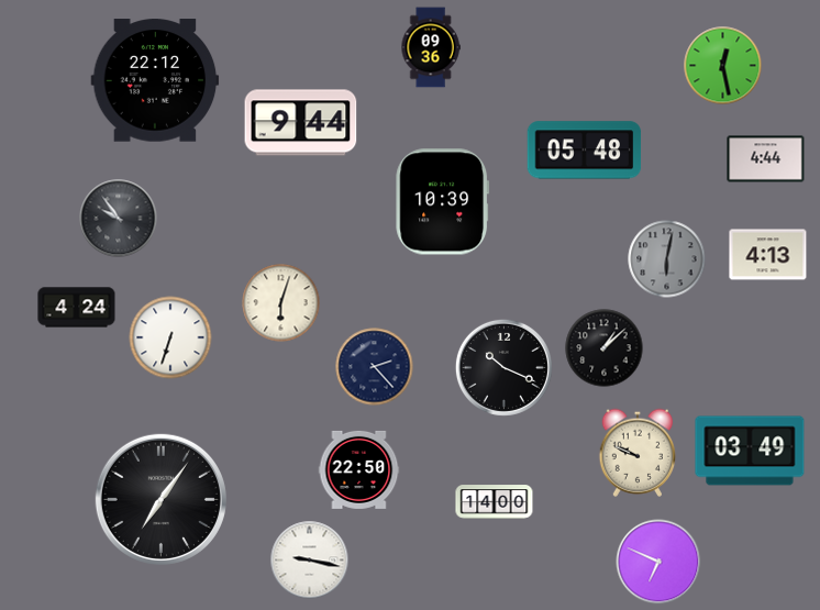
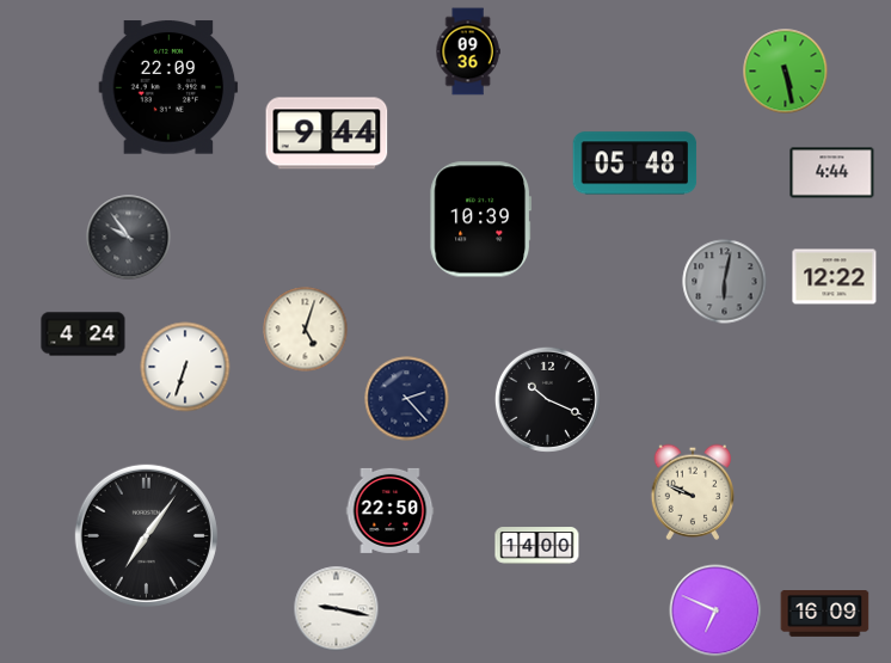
clock at (723, 66): 12:28 -> 5:28
clock at (155, 80): 22:12 -> 22:09
clock at (768, 255): 4:13 -> 12:22
clock at (281, 303): 6:03 -> 5:03
clock at (605, 348): 1:08 -> none
clock at (750, 451): 03:49 -> none
clock at (160, 499) position: (160, 499) -> (146, 535)
clock at (825, 614): none -> 16:09
